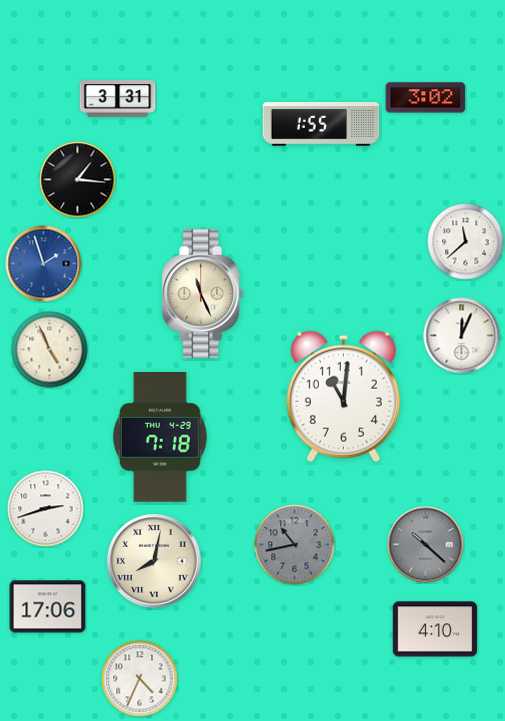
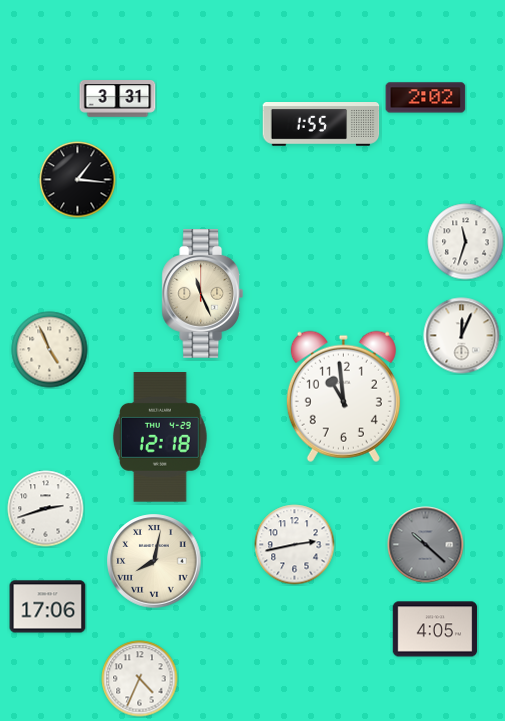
clock at (426, 98): 3:02 -> 2:02
clock at (466, 242): 11:38 -> 11:33
clock at (44, 264): 1:57 -> none
clock at (343, 396): 11:01 -> 10:59
clock at (160, 437): 7:18 -> 12:18
clock at (295, 545): 10:43 -> 2:43
clock at (295, 545) dial: grey -> white
clock at (435, 629): 4:10 -> 4:05
